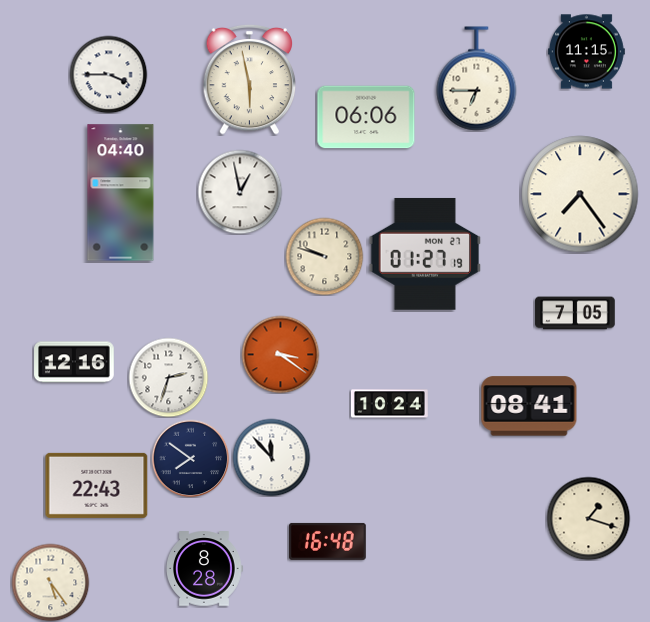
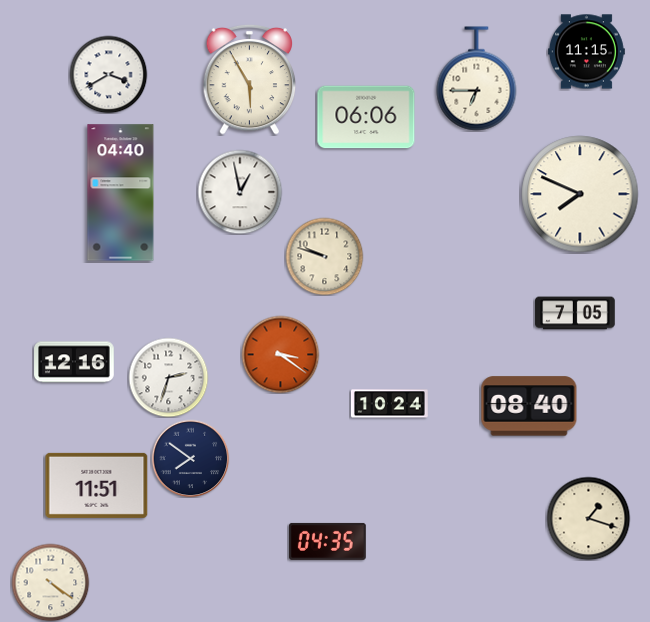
clock at (108, 74): 3:45 -> 3:40
clock at (250, 79): 5:58 -> 5:55
clock at (580, 194): 7:24 -> 7:49
clock at (425, 254): 01:27 -> none
clock at (529, 406): 08:41 -> 08:40
clock at (271, 457): 11:53 -> none
clock at (97, 485): 22:43 -> 11:51
clock at (327, 541): 16:48 -> 04:35
clock at (205, 569): 8:28 -> none
clock at (50, 582): 5:24 -> 4:21
